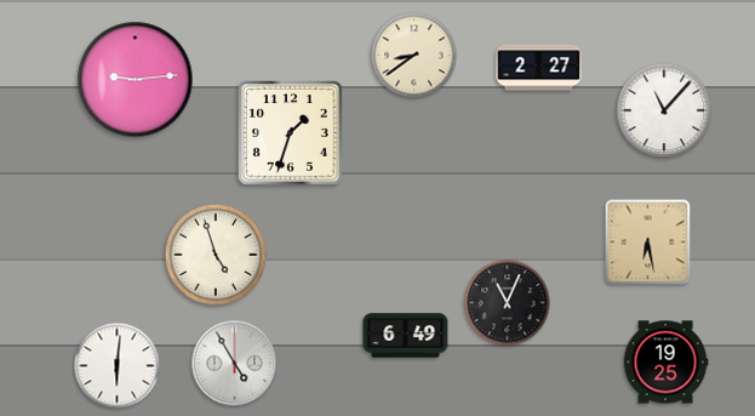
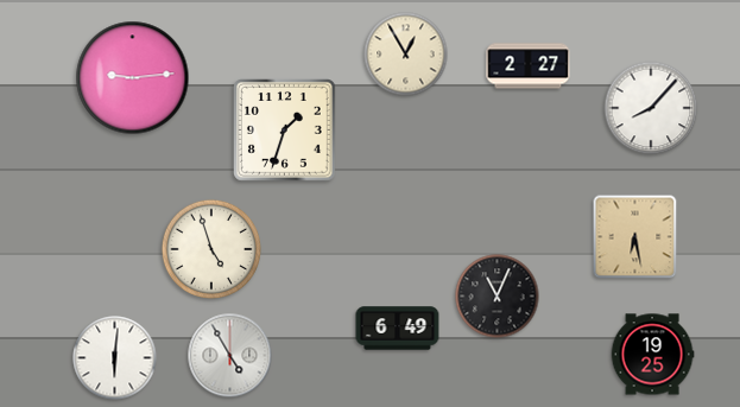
clock at (414, 56): 8:39 -> 12:55
clock at (664, 110): 11:07 -> 8:07
